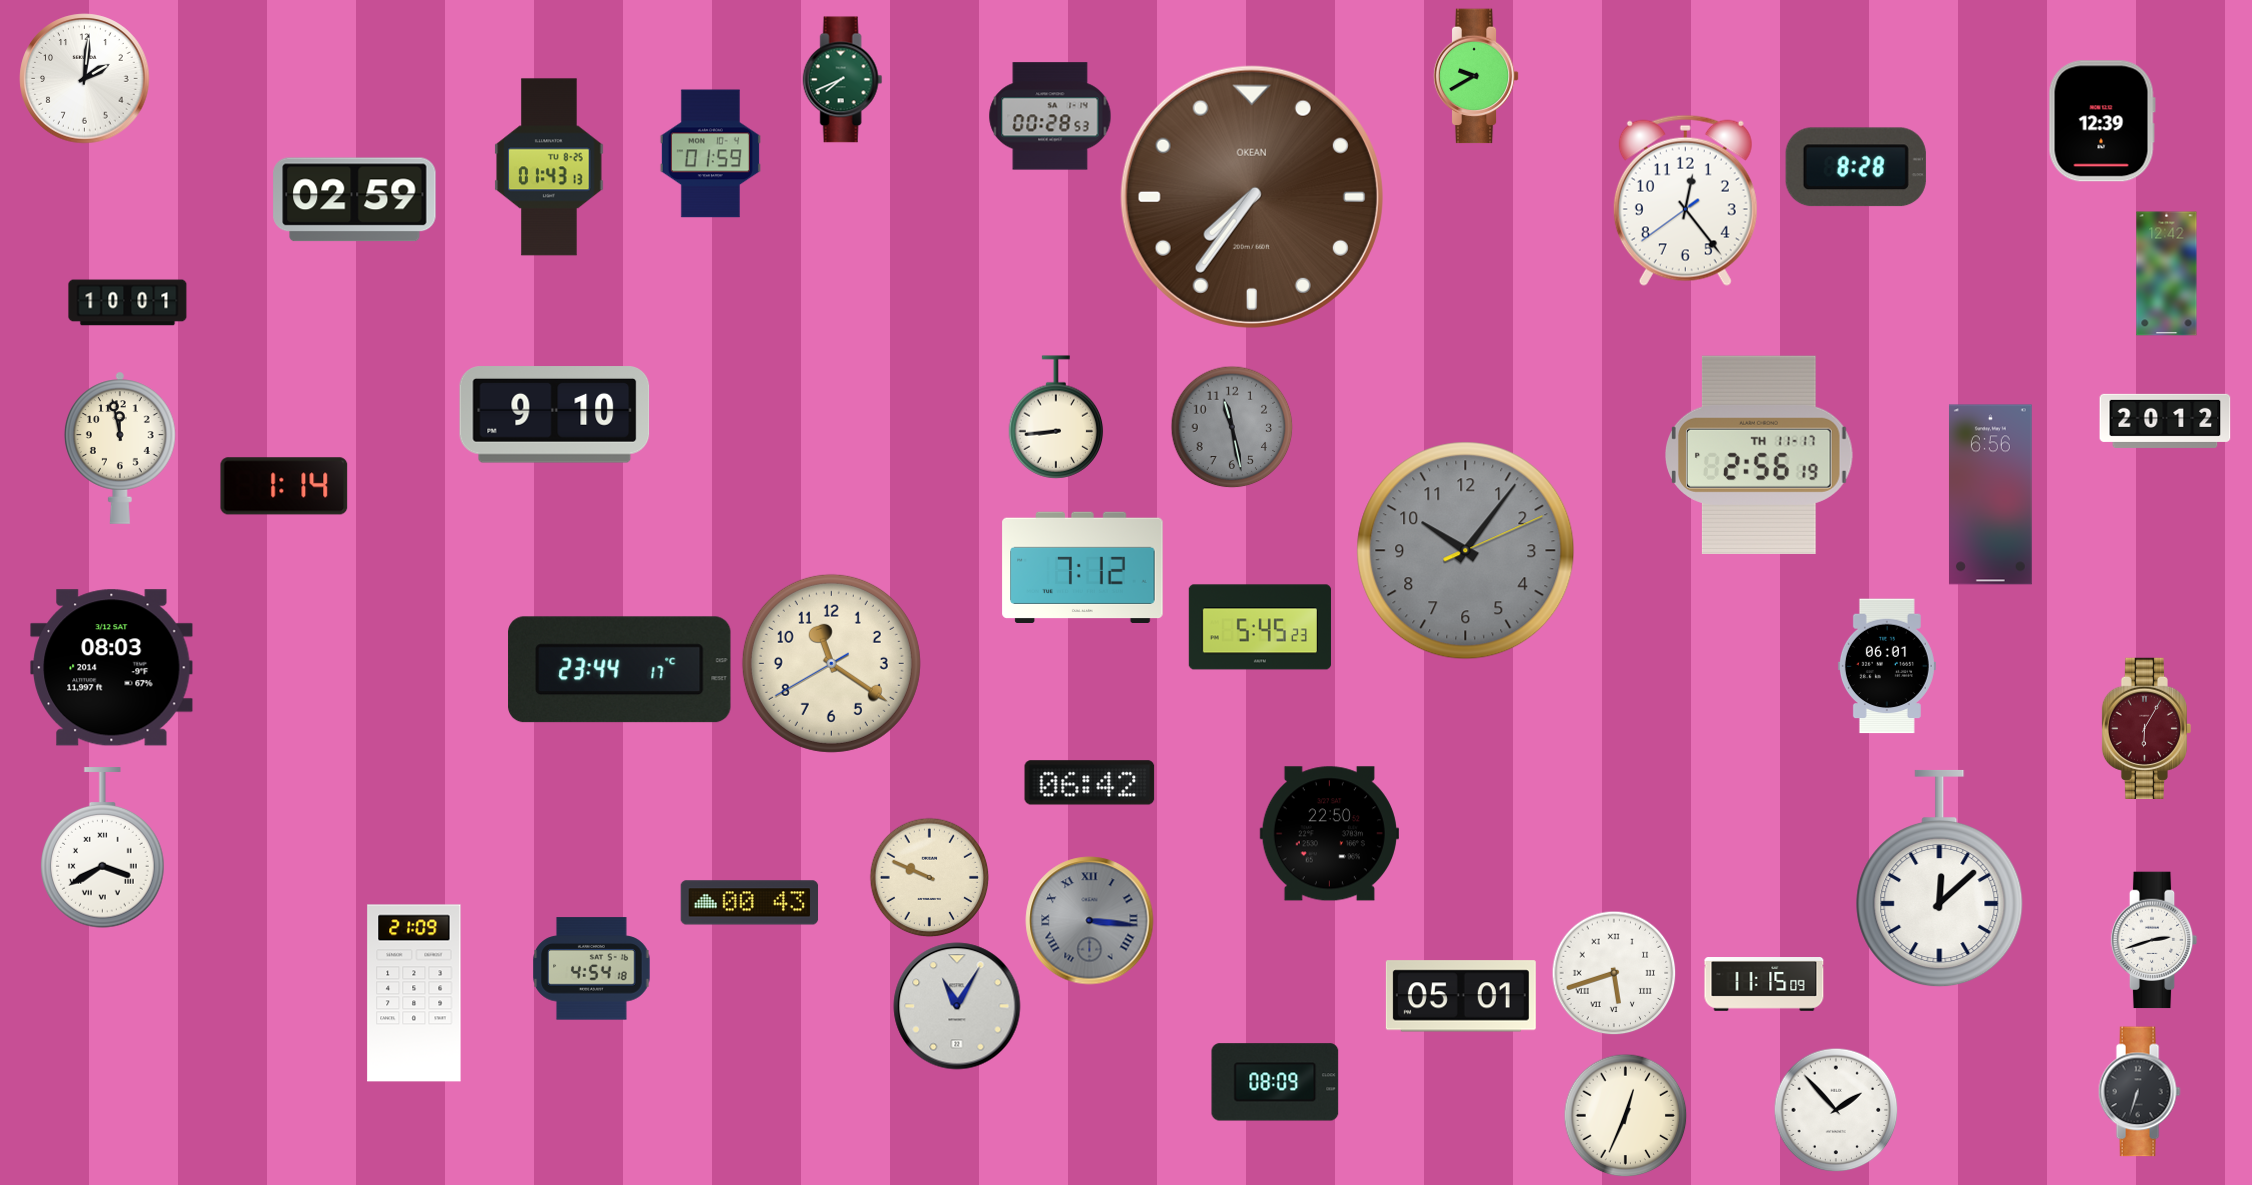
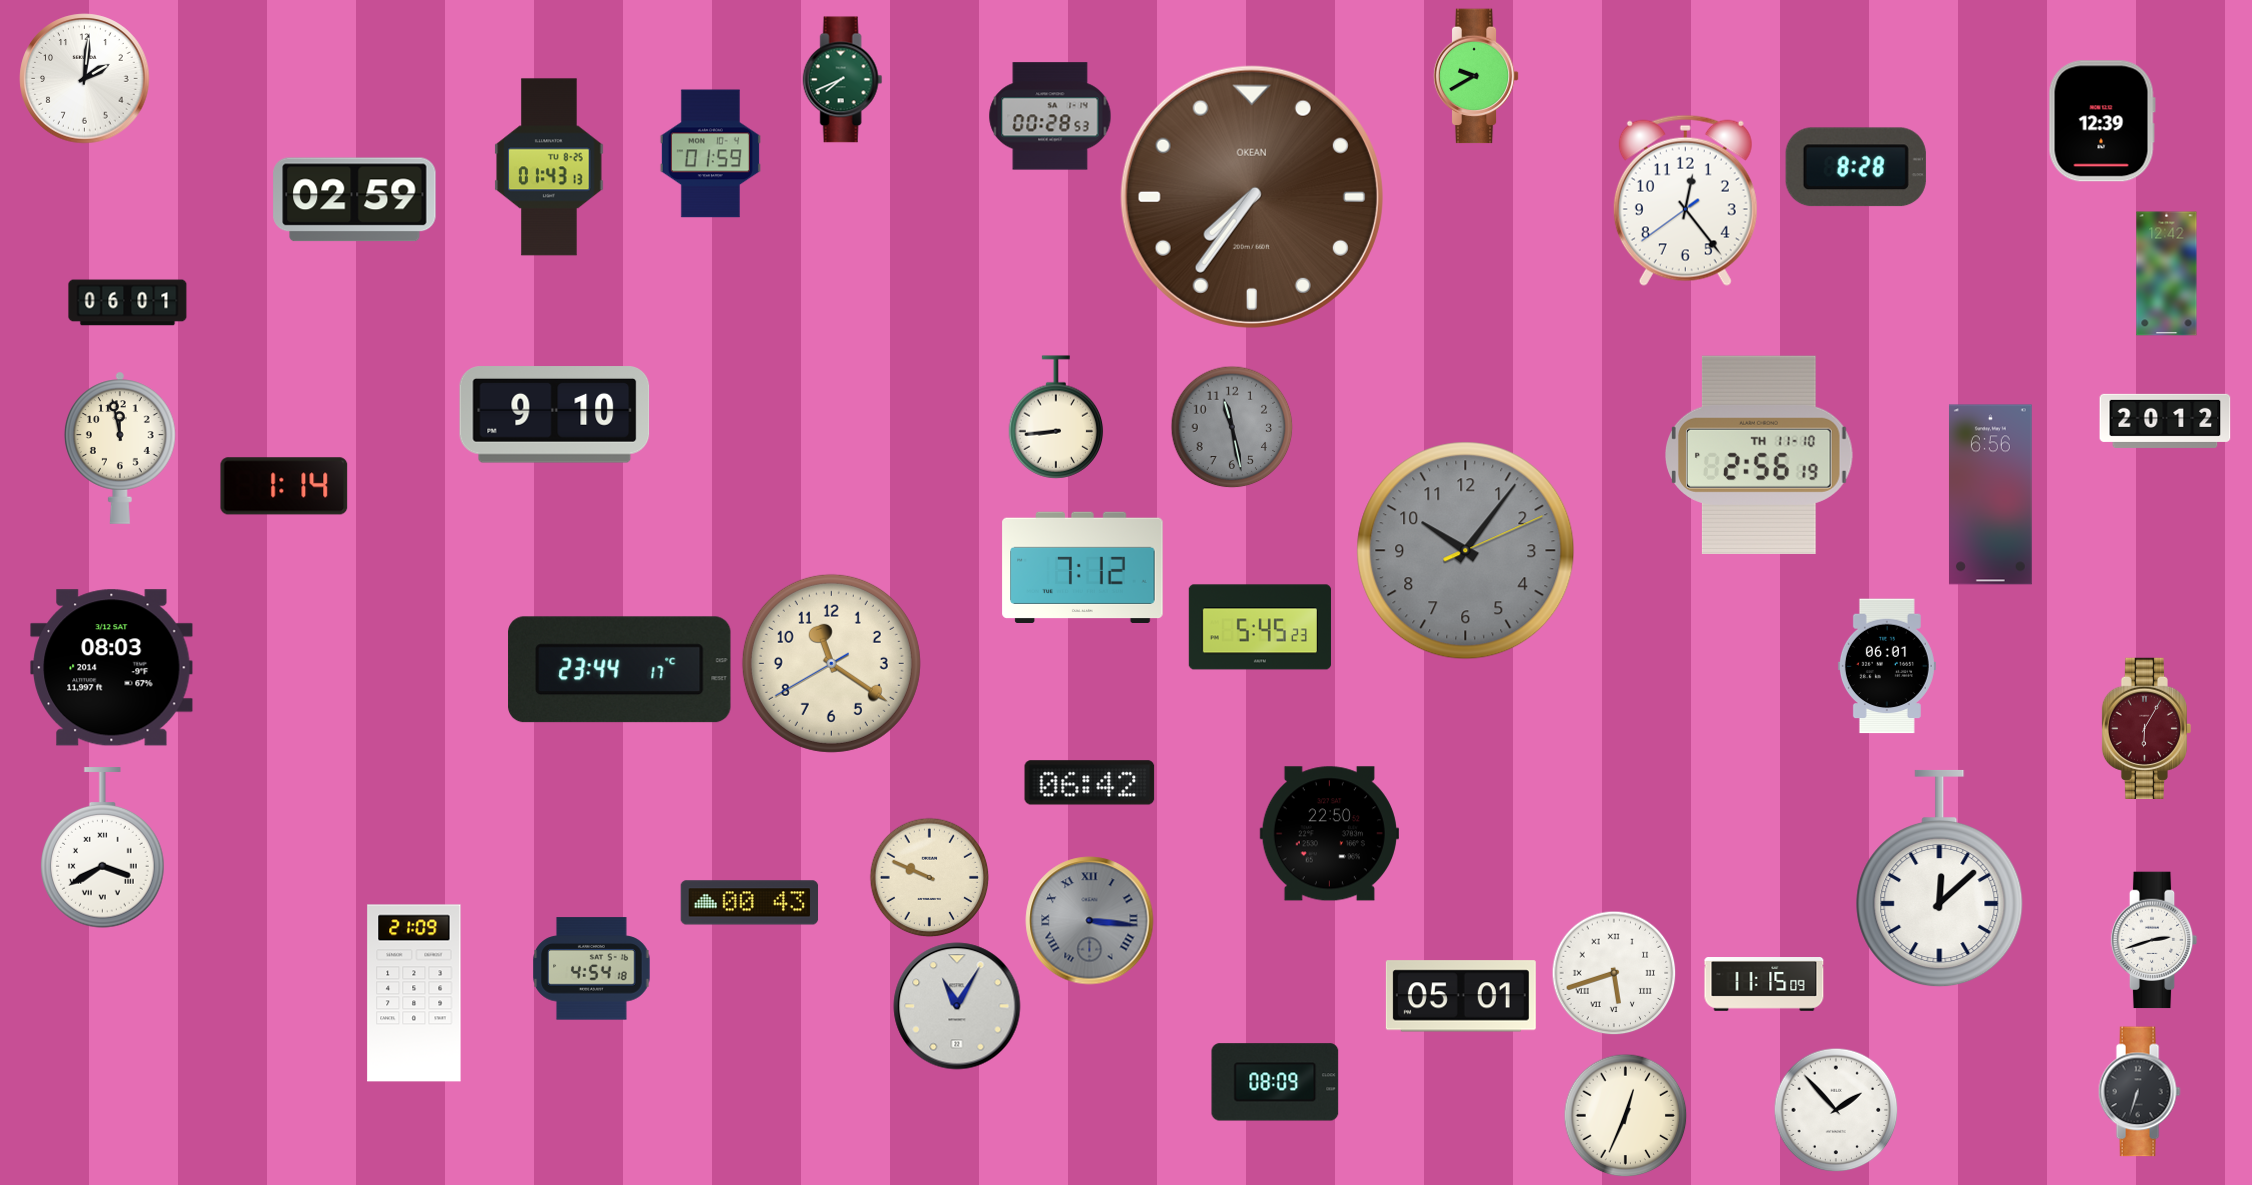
clock at (128, 303): 10:01 -> 06:01
clock at (1760, 455) date: TH 11-17 -> TH 11-10
